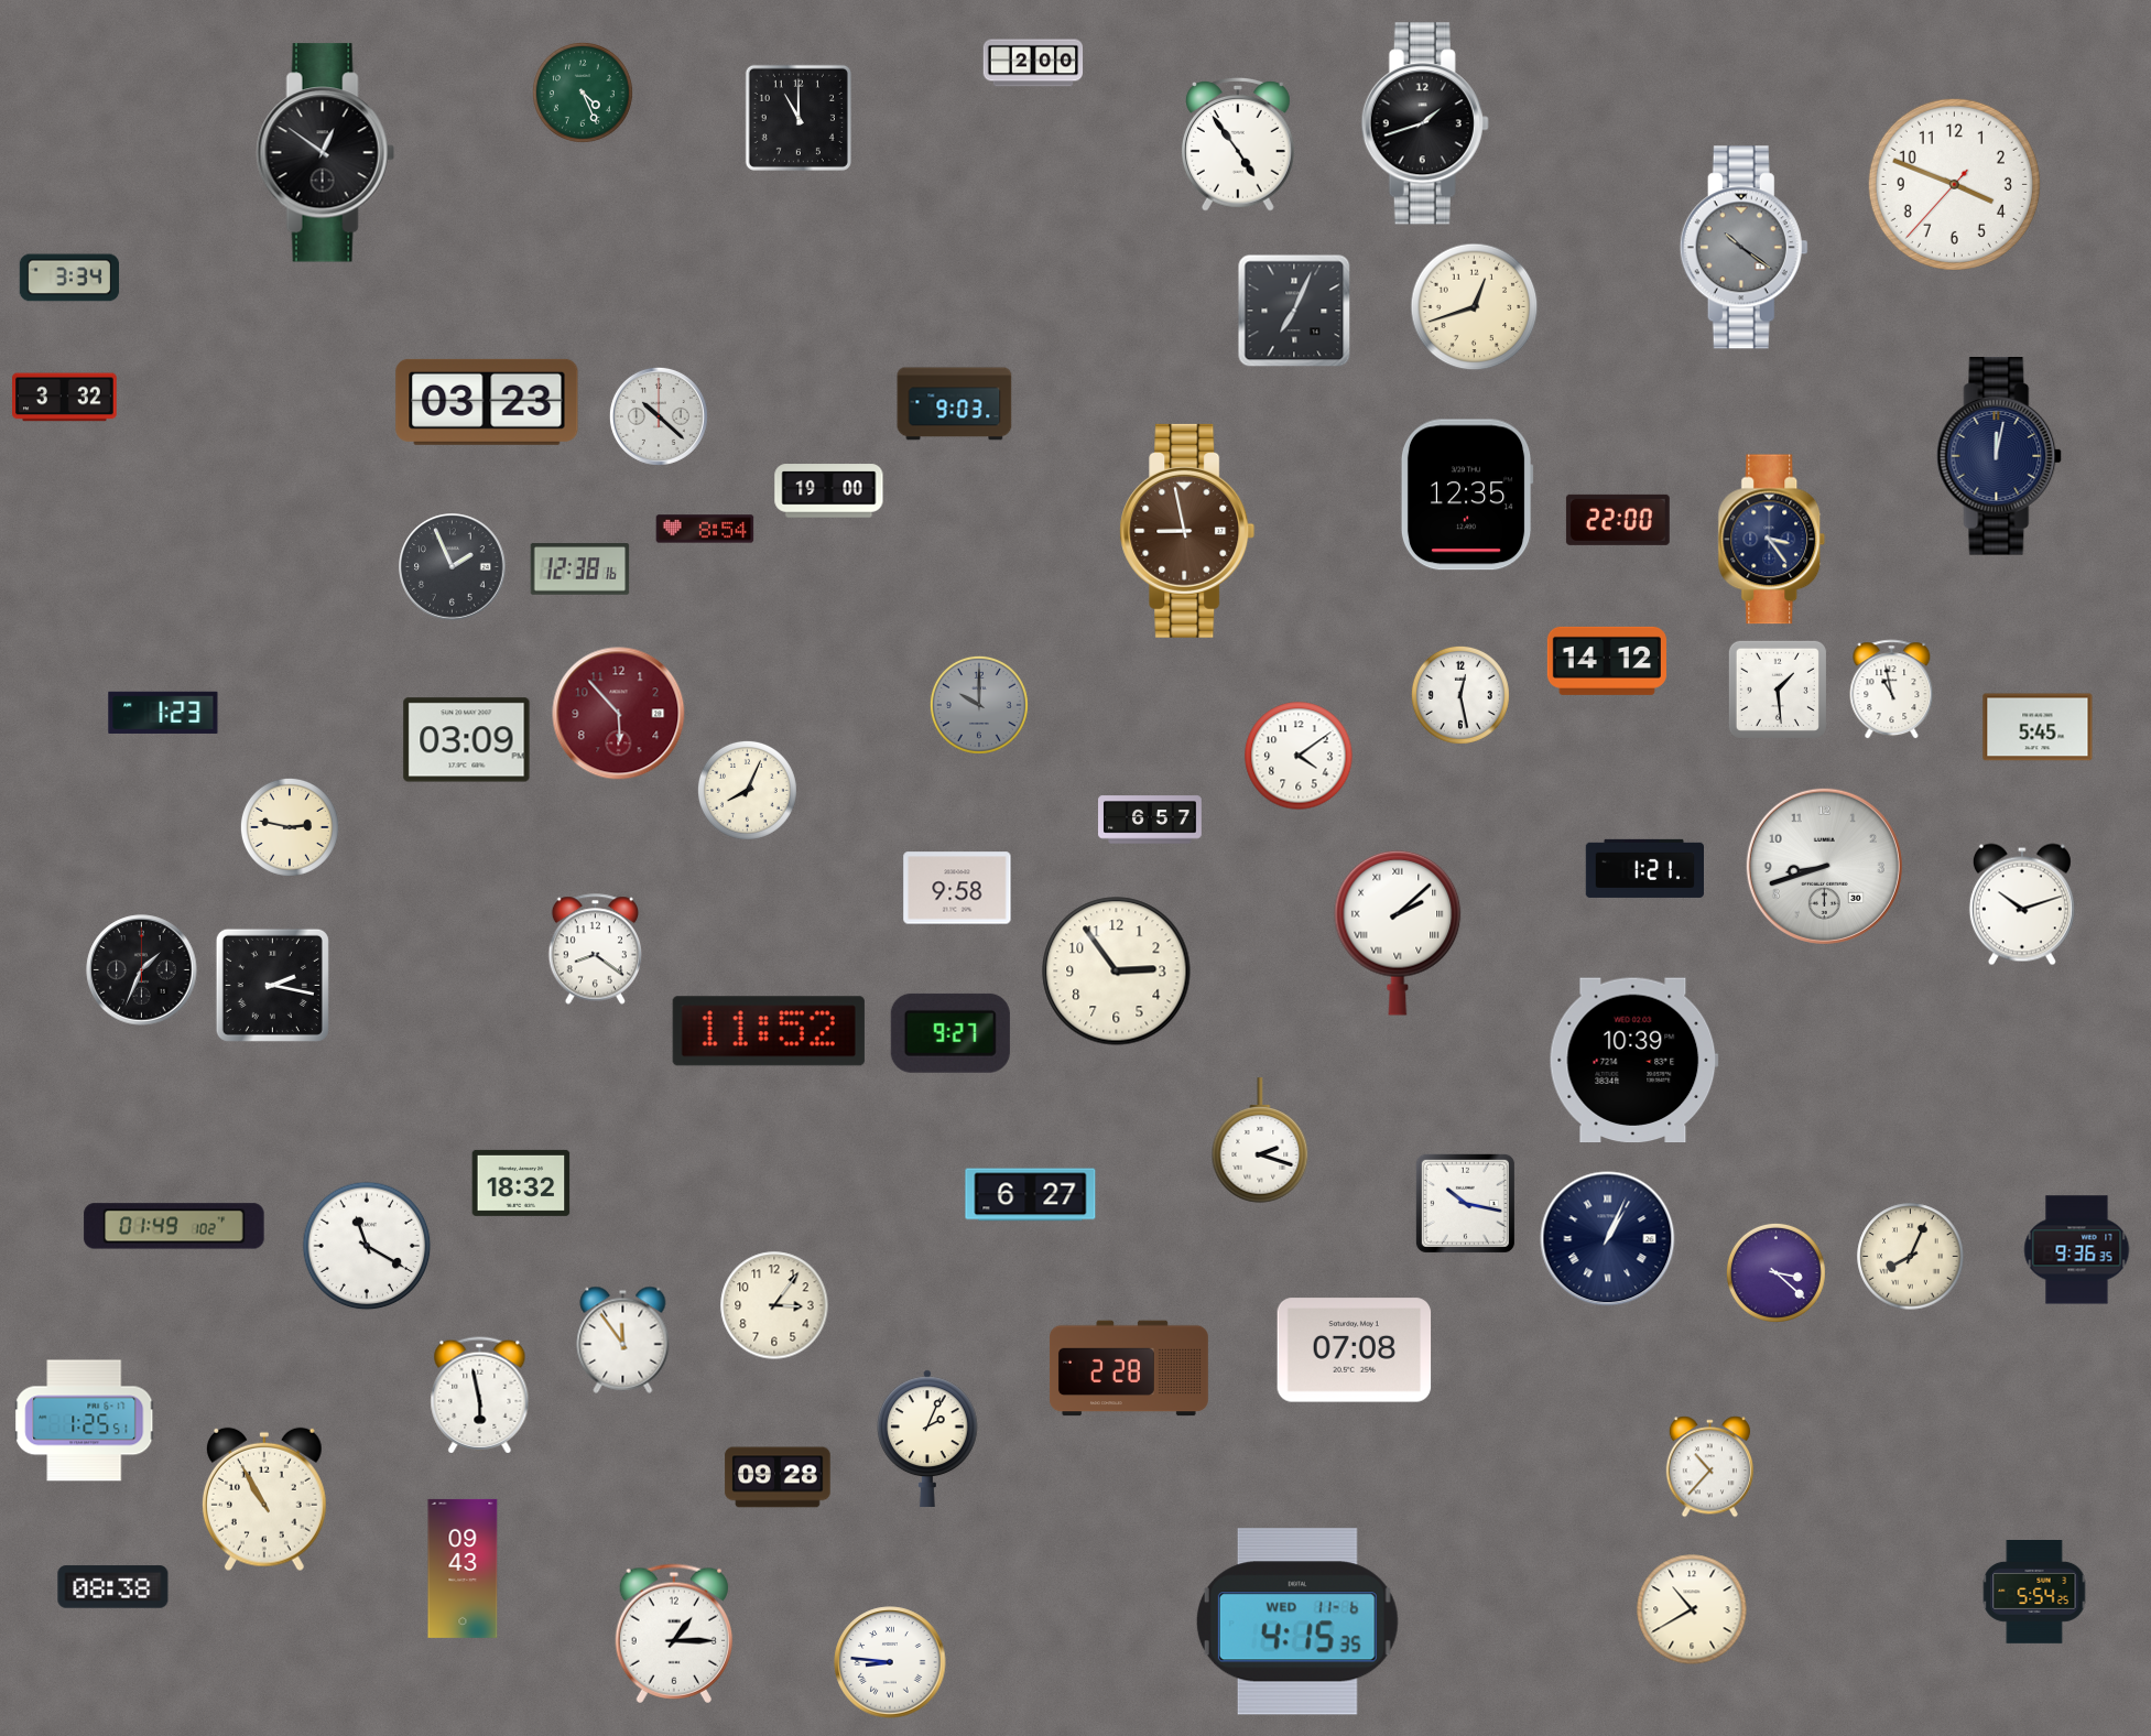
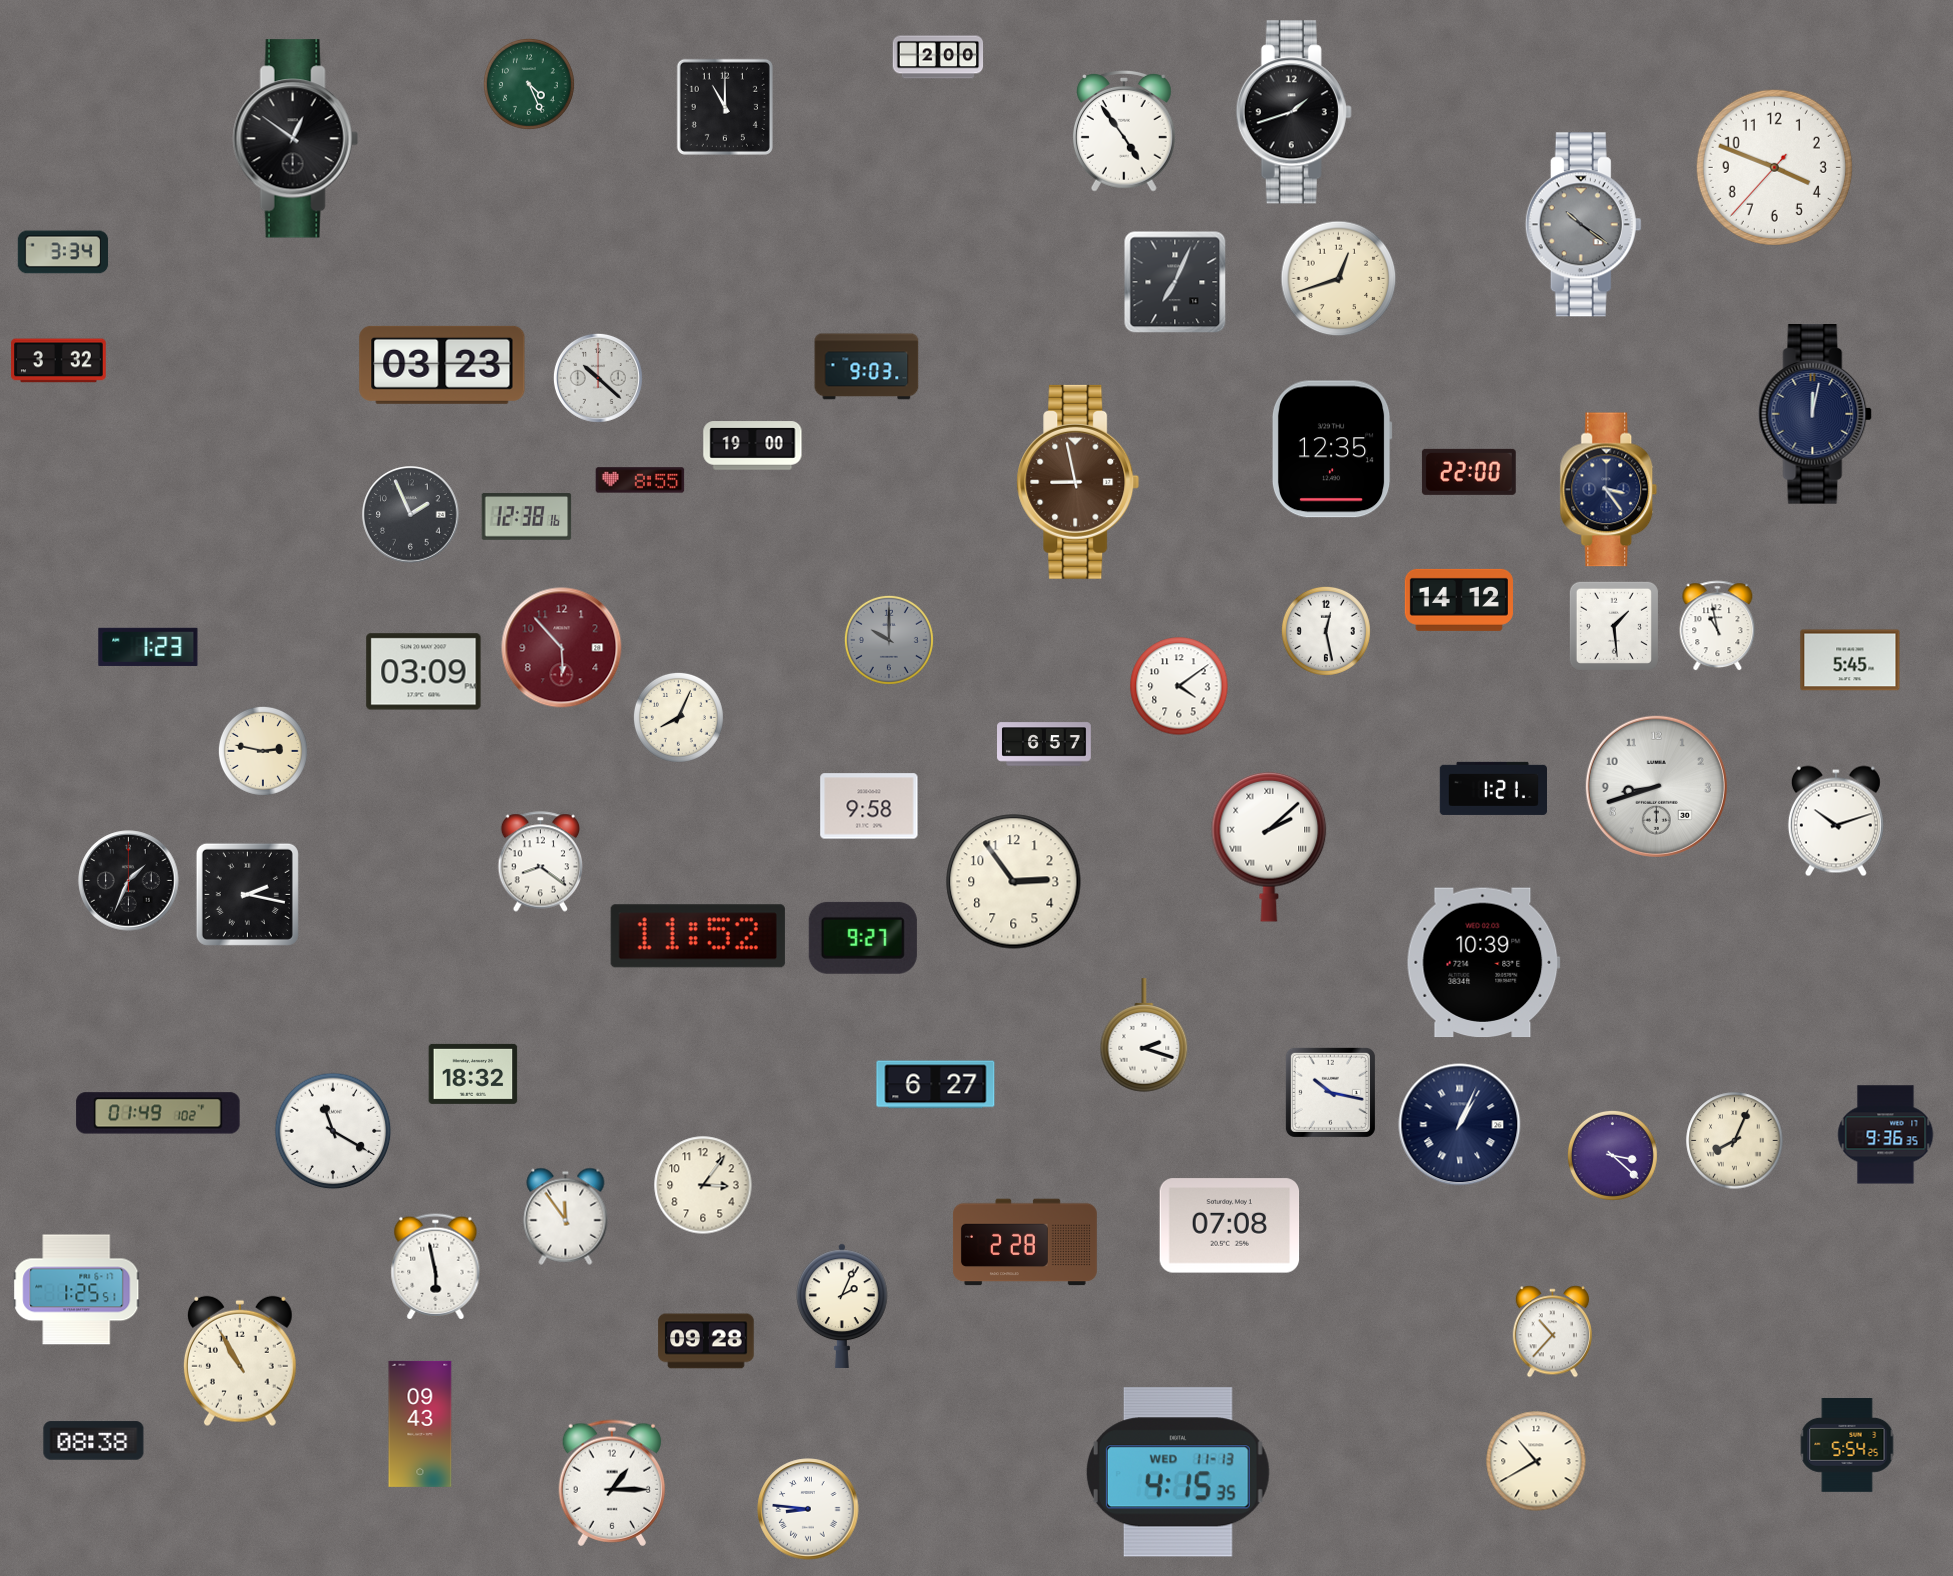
clock at (705, 529): 8:54 -> 8:55
clock at (113, 1587) position: (113, 1587) -> (94, 1441)
clock at (1297, 1621) date: WED 11-6 -> WED 11-13
